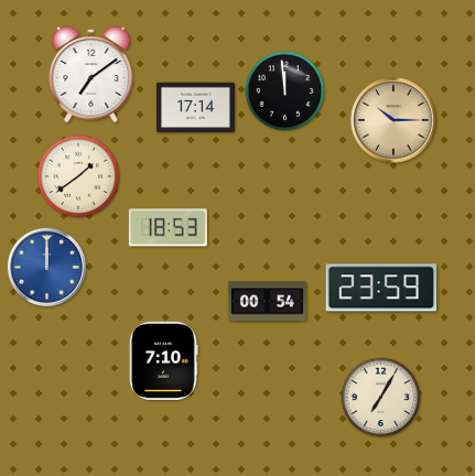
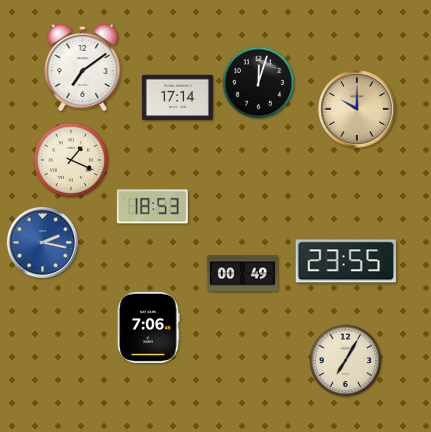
clock at (285, 91): 11:59 -> 12:03
clock at (395, 121): 10:15 -> 10:00
clock at (78, 176): 1:39 -> 1:19
clock at (46, 267): 12:00 -> 2:17
clock at (381, 288): 23:59 -> 23:55
clock at (267, 302): 00:54 -> 00:49
clock at (164, 360): 7:10 -> 7:06
